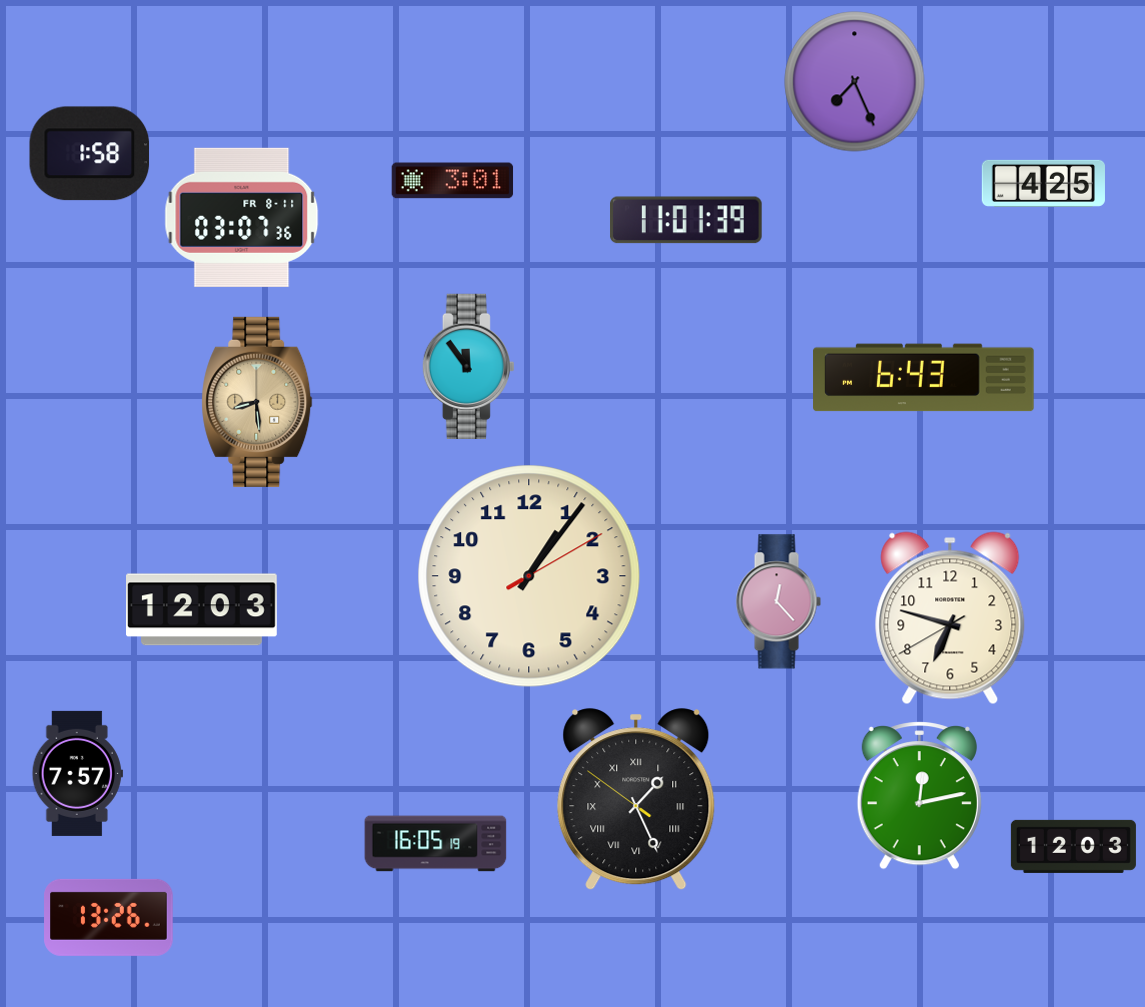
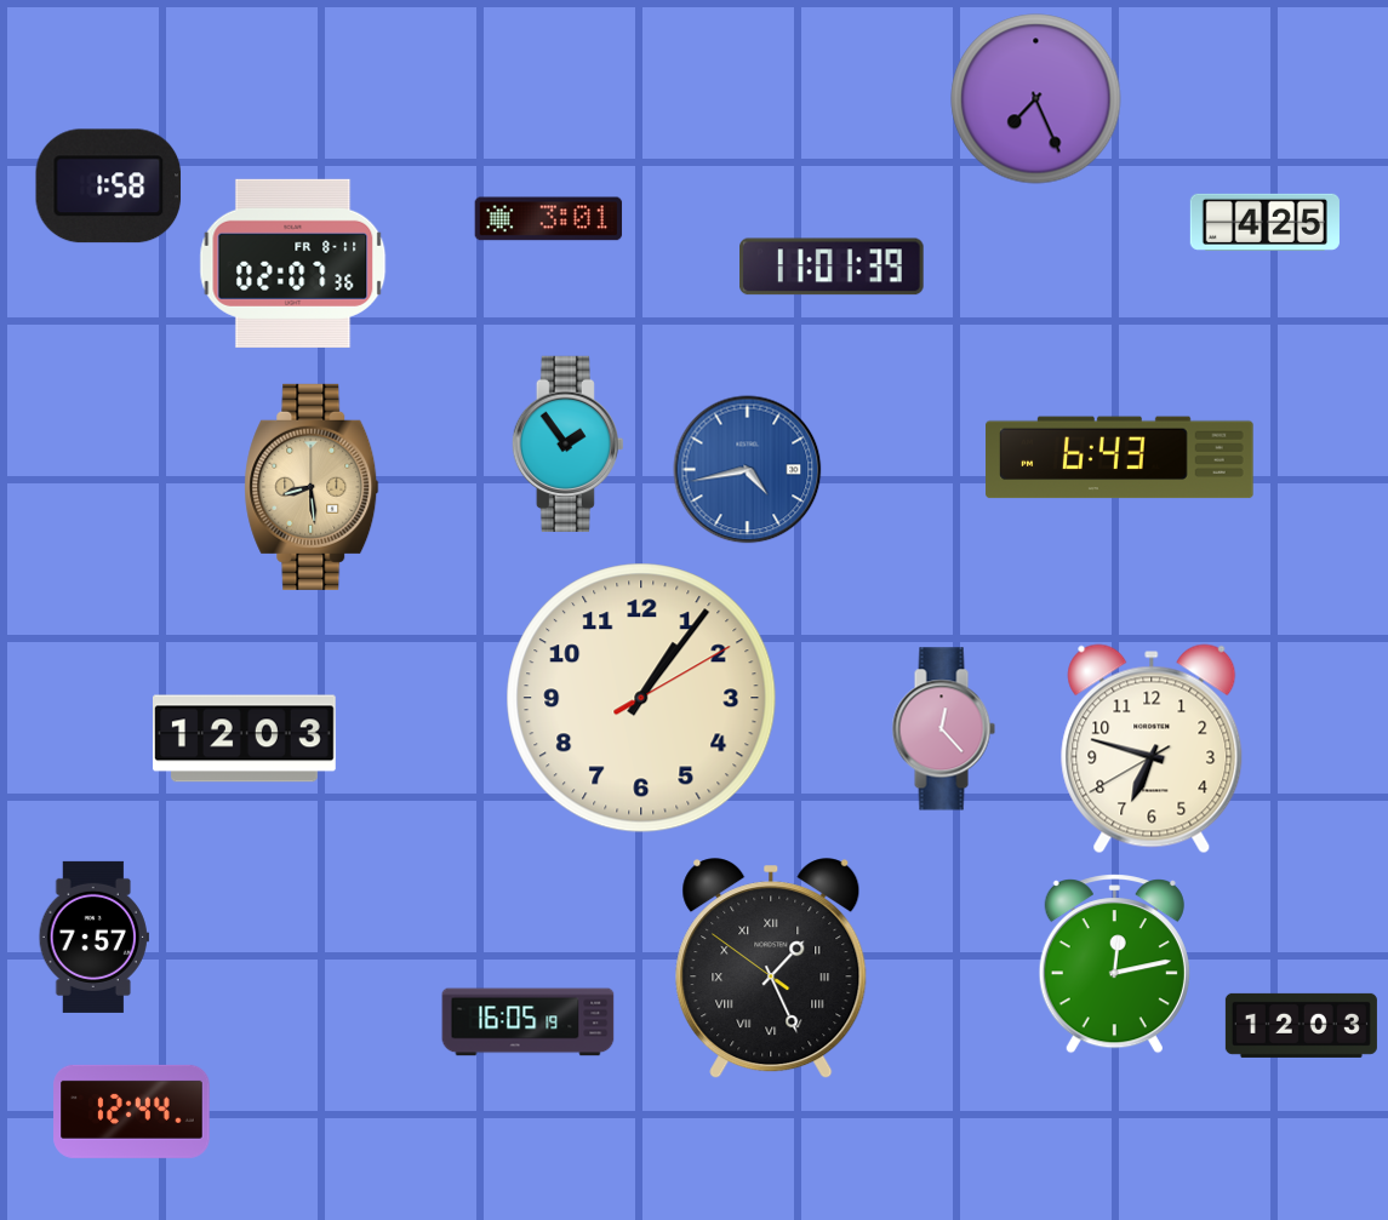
clock at (242, 217): 03:07 -> 02:07
clock at (468, 366): 11:54 -> 1:54
clock at (748, 470): none -> 4:43
clock at (109, 917): 13:26 -> 12:44
